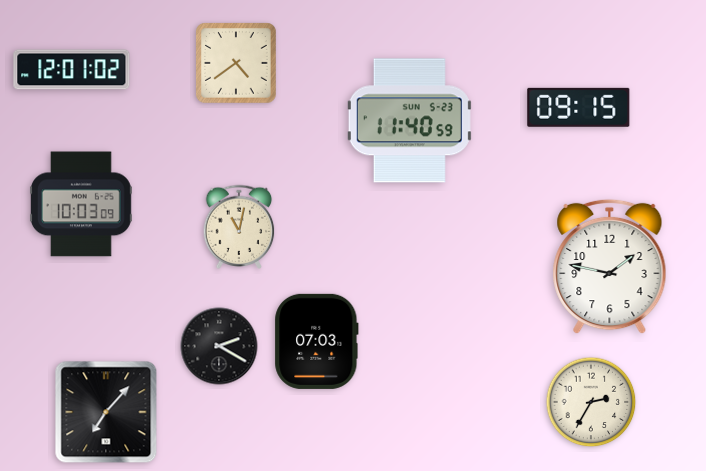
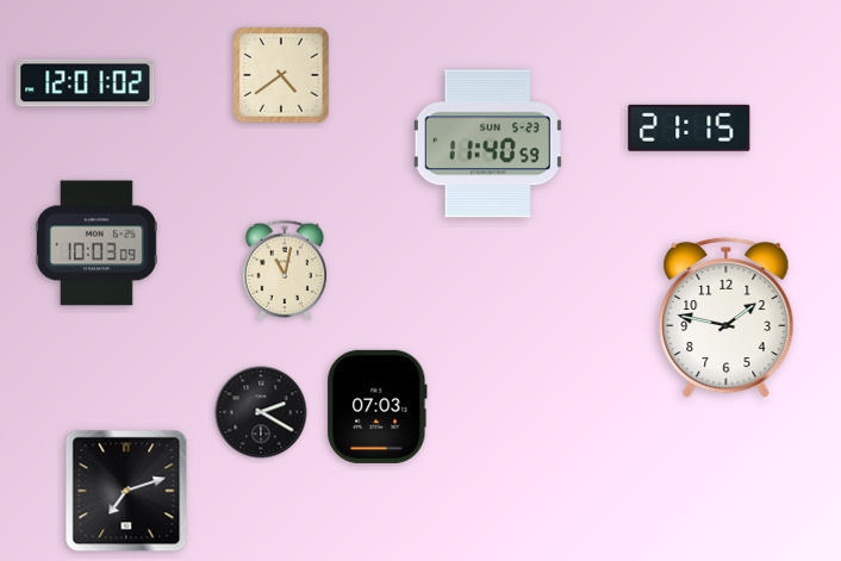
clock at (579, 107): 09:15 -> 21:15
clock at (591, 402): 2:35 -> none
clock at (106, 412): 7:07 -> 7:12
